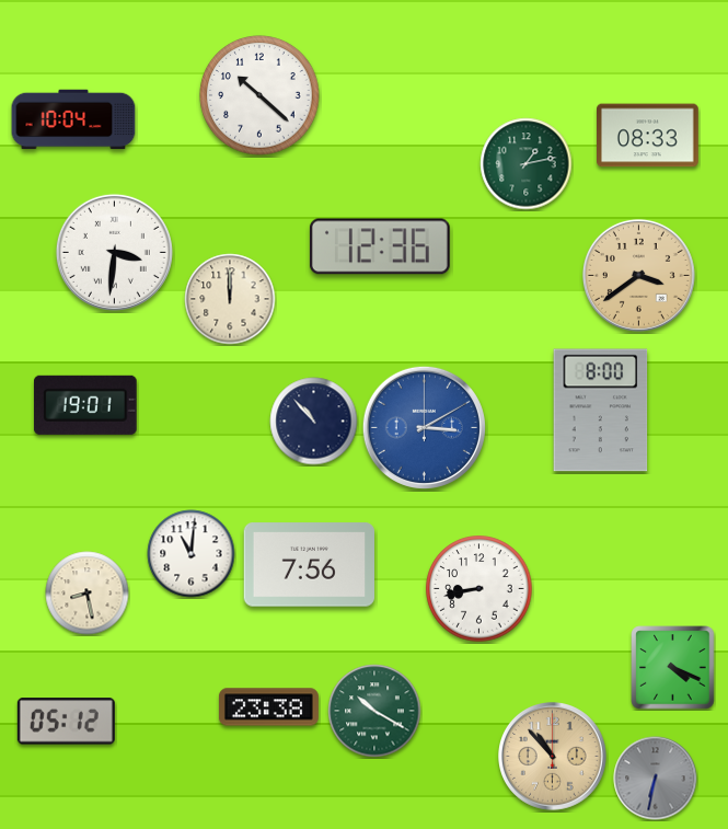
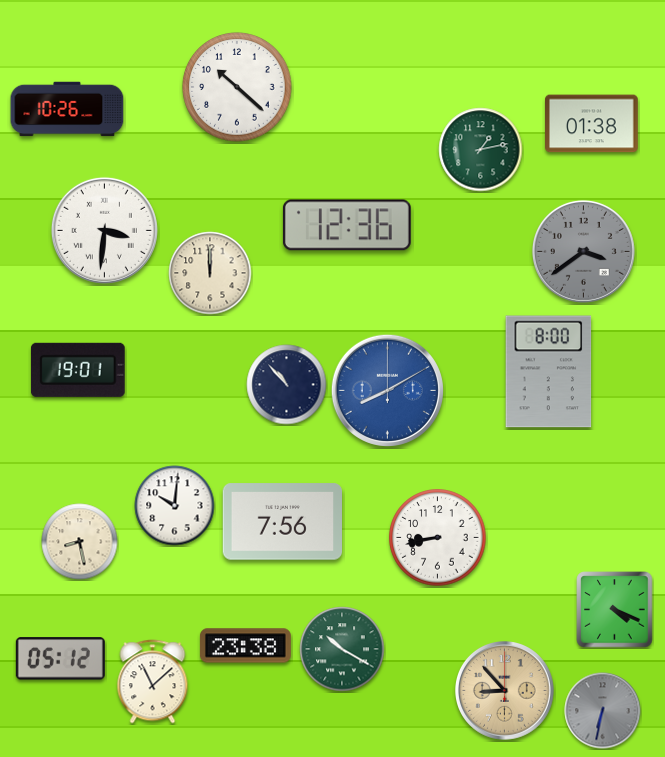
clock at (73, 119): 10:04 -> 10:26
clock at (648, 136): 08:33 -> 01:38
clock at (638, 275) dial: champagne -> grey
clock at (601, 411) position: (601, 411) -> (549, 372)
clock at (424, 427): 3:10 -> 8:10
clock at (192, 554): 11:01 -> 10:01
clock at (309, 565) position: (309, 565) -> (282, 522)
clock at (153, 682): none -> 11:08
clock at (553, 757): 10:53 -> 8:53
clock at (656, 779) position: (656, 779) -> (603, 711)
